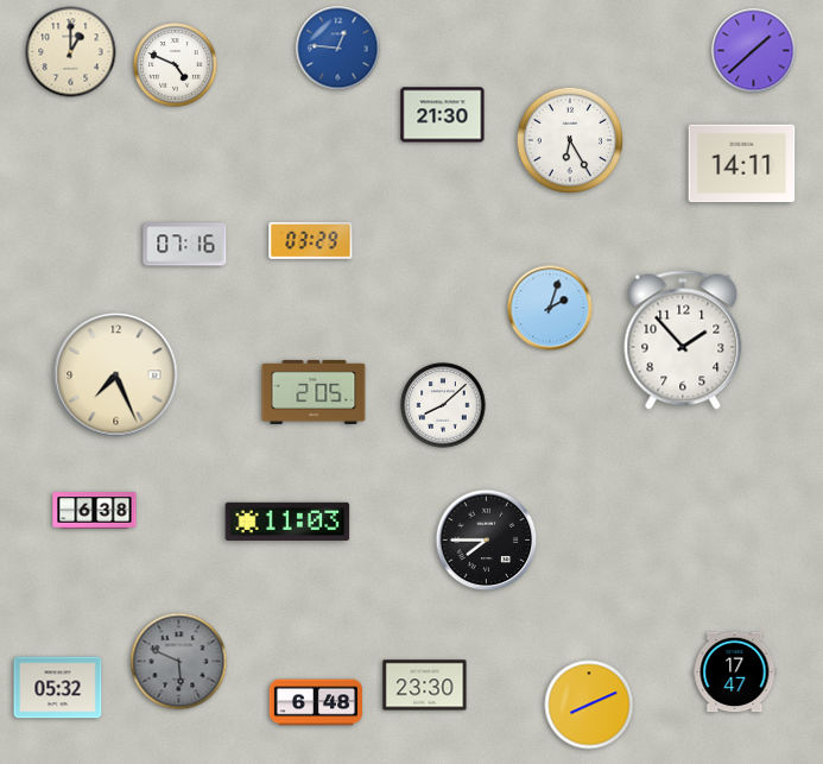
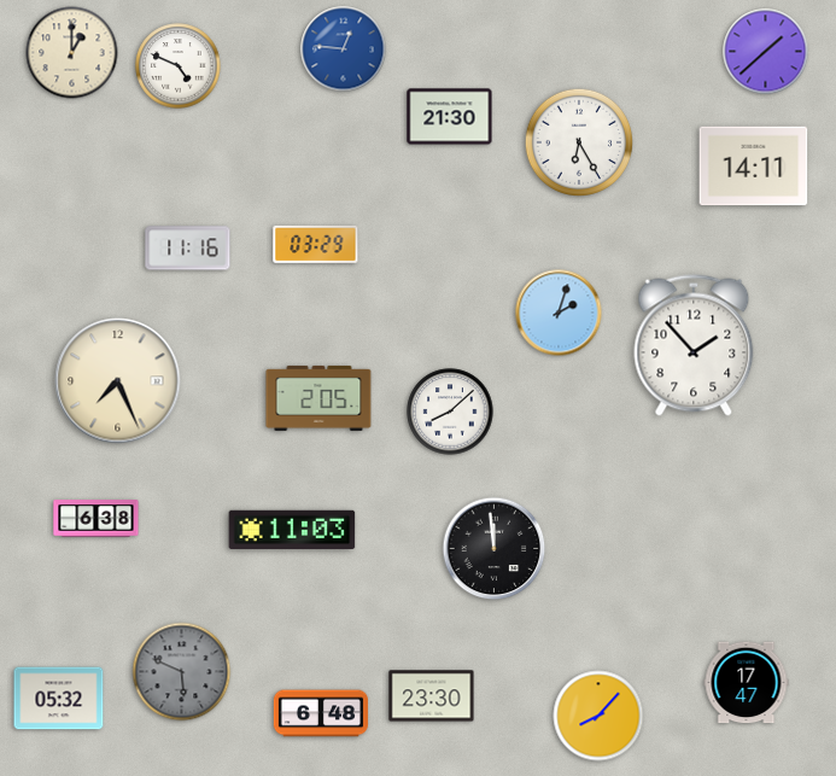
clock at (185, 245): 07:16 -> 11:16
clock at (487, 541): 7:45 -> 11:59
clock at (589, 705): 8:11 -> 8:07
